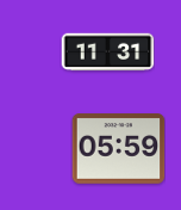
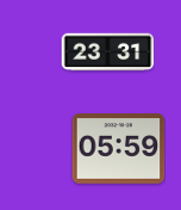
clock at (107, 52): 11:31 -> 23:31
